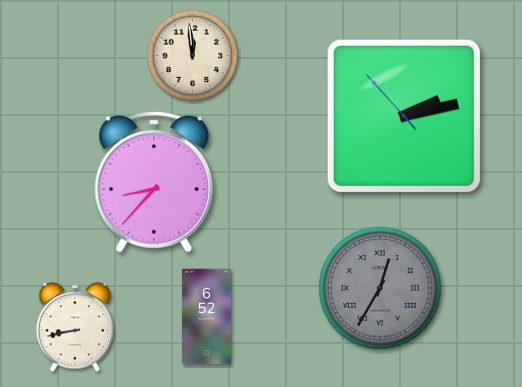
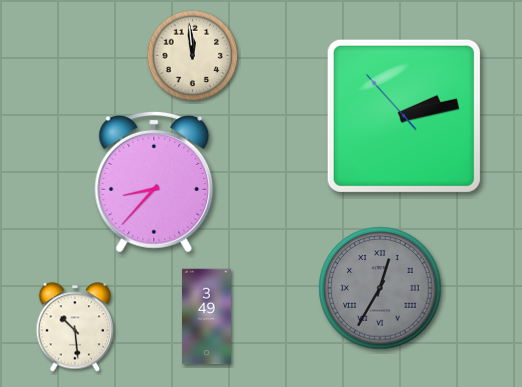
clock at (207, 317): 6:52 -> 3:49
clock at (75, 327): 8:43 -> 10:29
